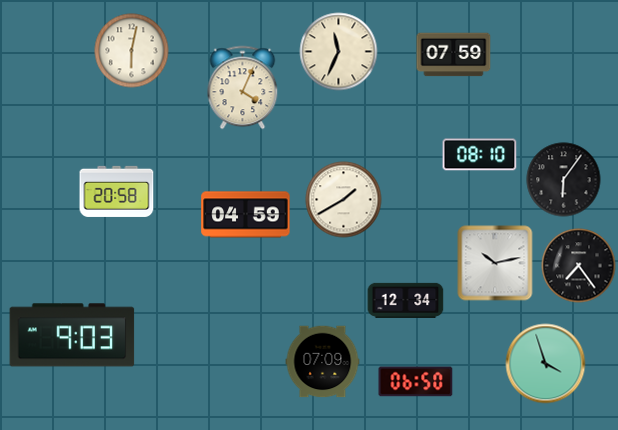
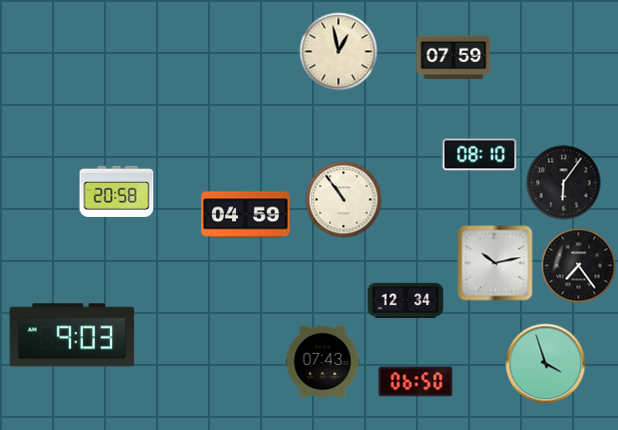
clock at (132, 51): 6:02 -> none
clock at (339, 52): 11:34 -> 12:58
clock at (454, 55) position: (454, 55) -> (454, 58)
clock at (243, 88): 4:04 -> none
clock at (564, 180) position: (564, 180) -> (564, 183)
clock at (344, 200): 1:40 -> 10:54
clock at (323, 362): 07:09 -> 07:43
